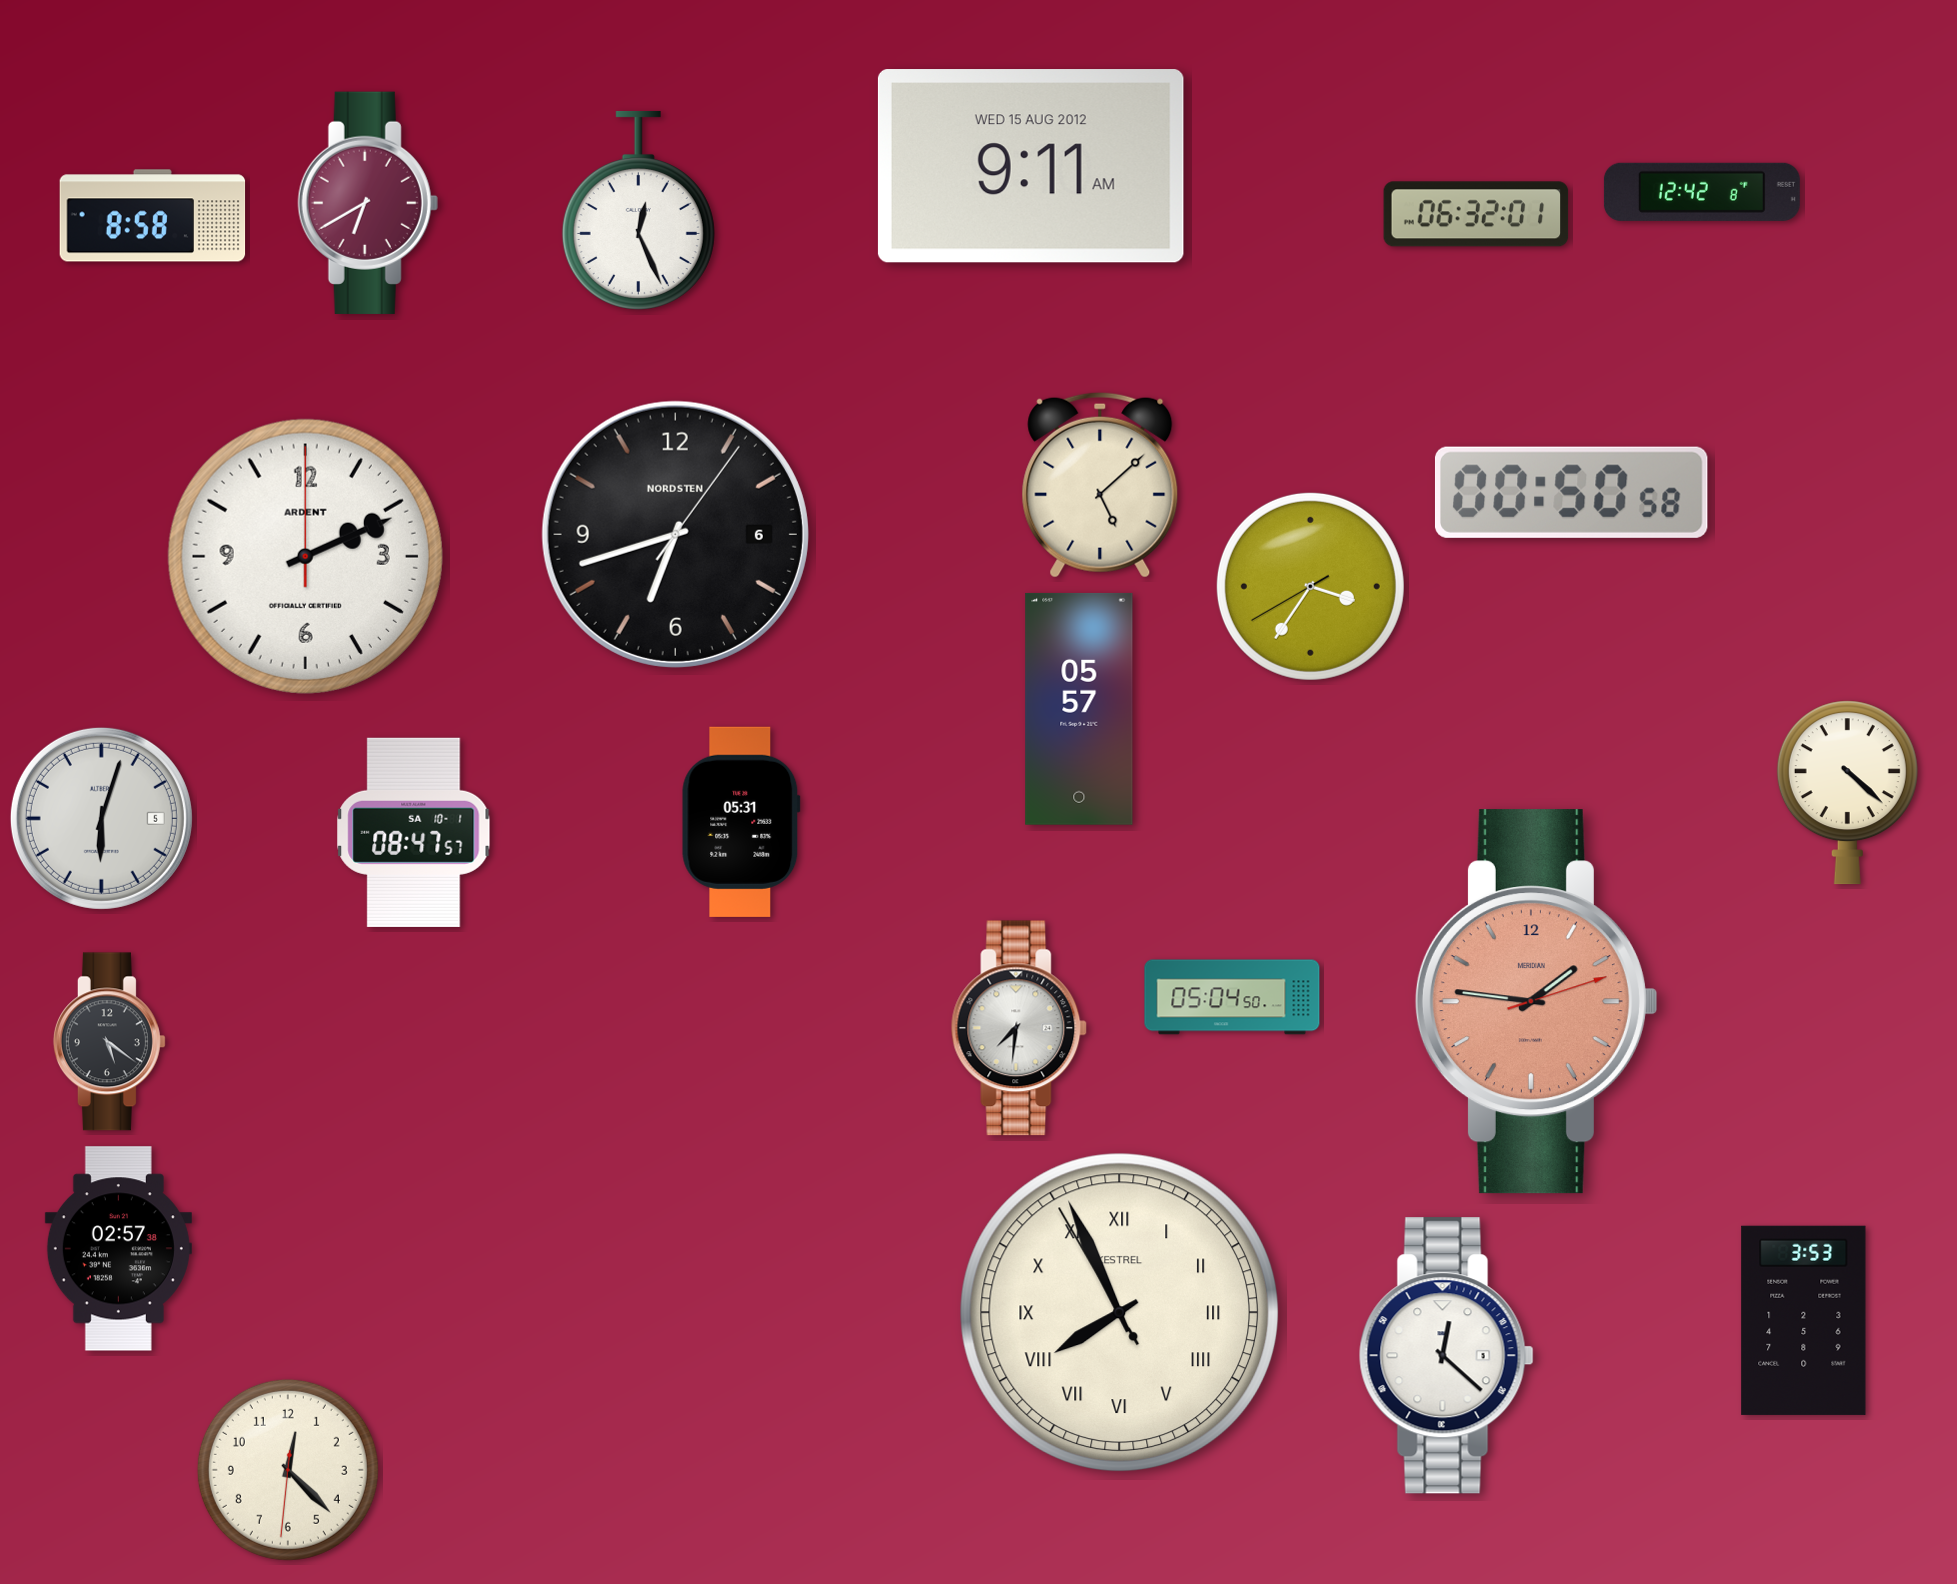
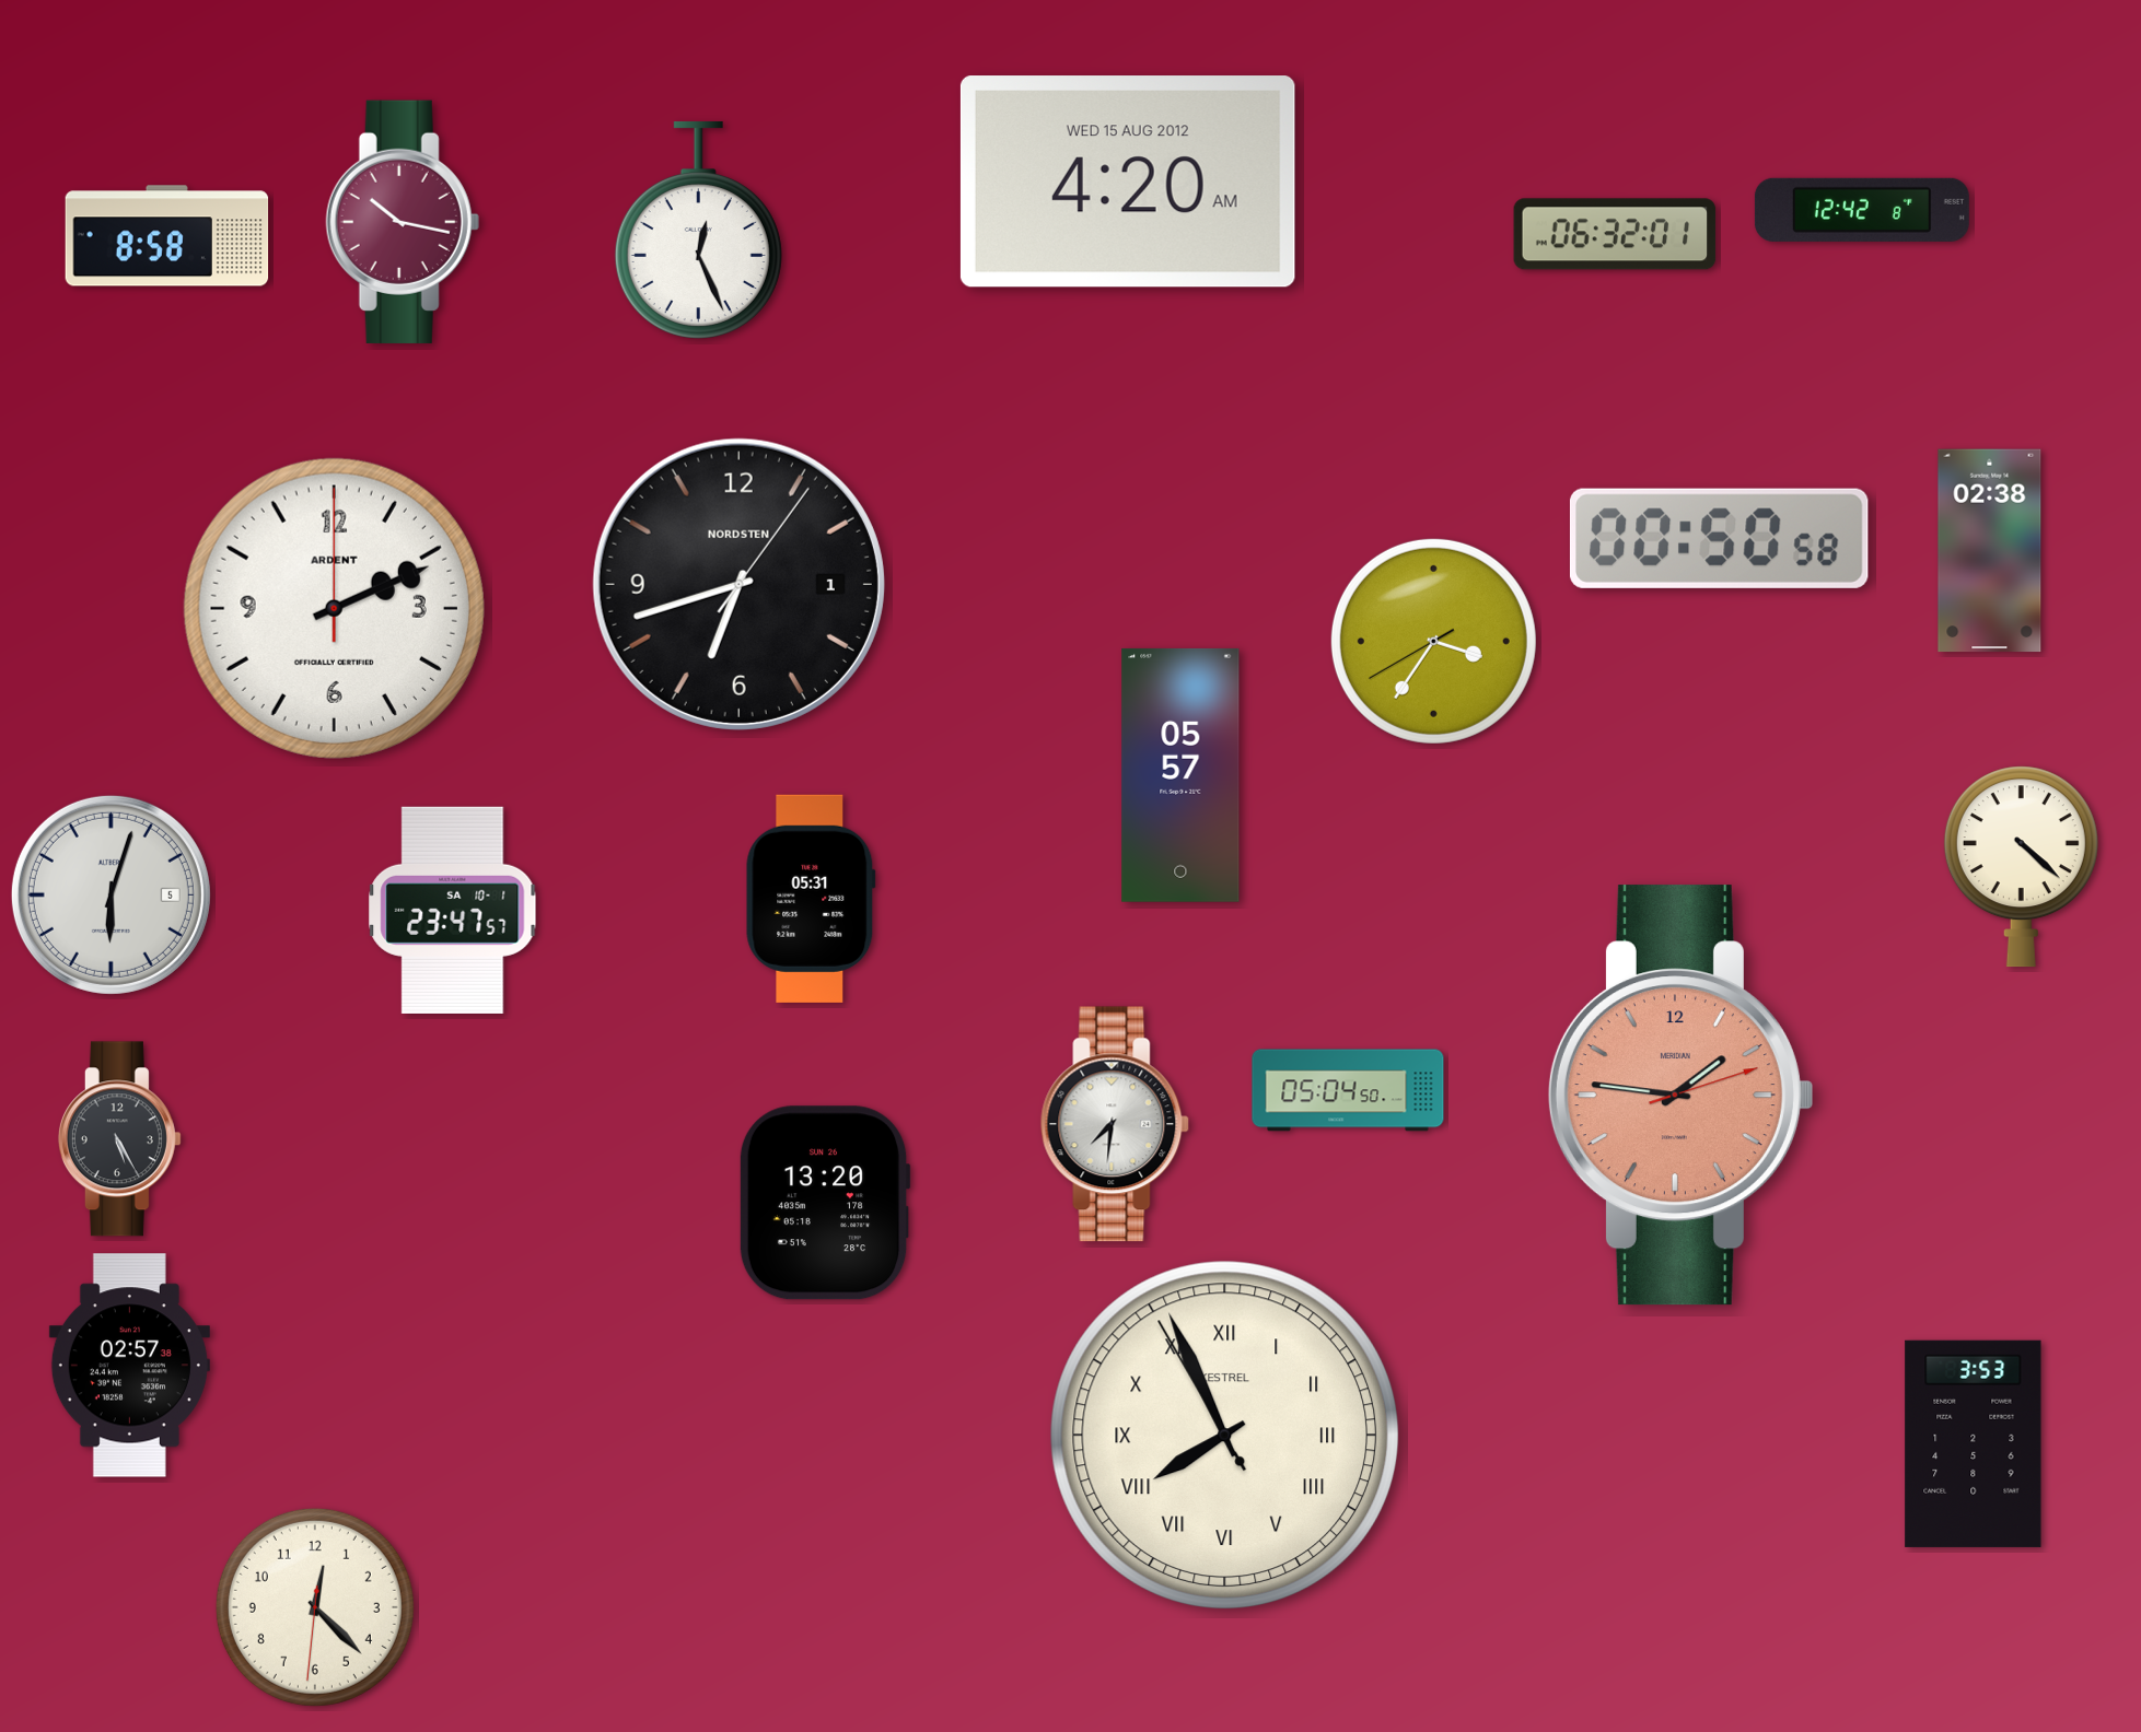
clock at (1031, 166): 9:11 -> 4:20
clock at (368, 203): 6:40 -> 10:17
clock at (1100, 485): 5:08 -> none
clock at (1990, 551): none -> 02:38
clock at (675, 534) date: 6 -> 1
clock at (414, 832): 08:47 -> 23:47
clock at (109, 1042): 5:21 -> 5:25
clock at (825, 1203): none -> 13:20
clock at (1446, 1356): 12:22 -> none
